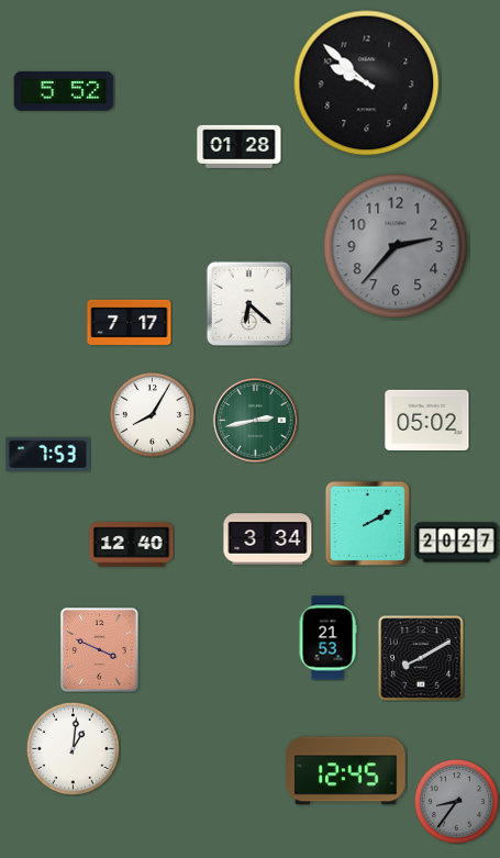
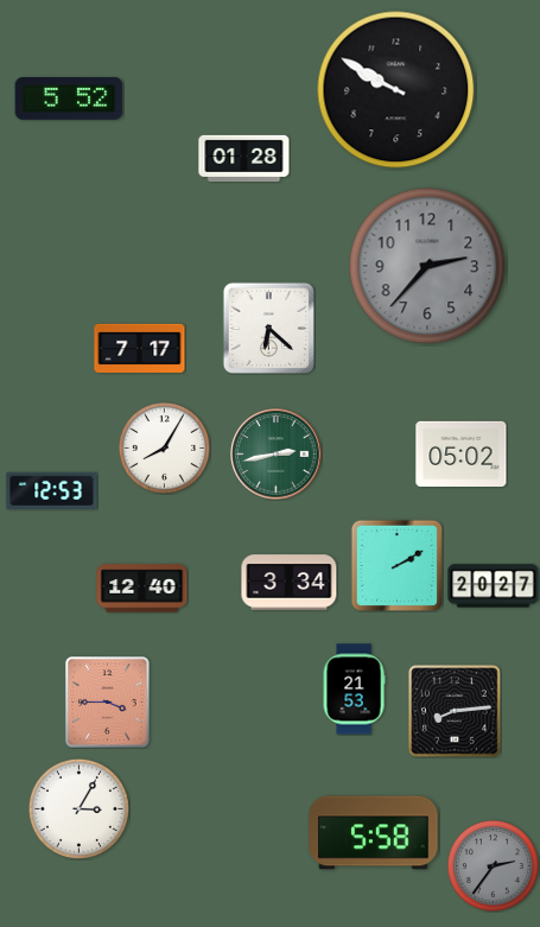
clock at (367, 83): 9:52 -> 9:50
clock at (240, 146) position: (240, 146) -> (244, 158)
clock at (48, 454): 7:53 -> 12:53
clock at (100, 650): 3:49 -> 3:45
clock at (421, 658): 8:10 -> 8:14
clock at (73, 748): 1:01 -> 3:05
clock at (346, 771): 12:45 -> 5:58
clock at (456, 801): 8:36 -> 2:36
